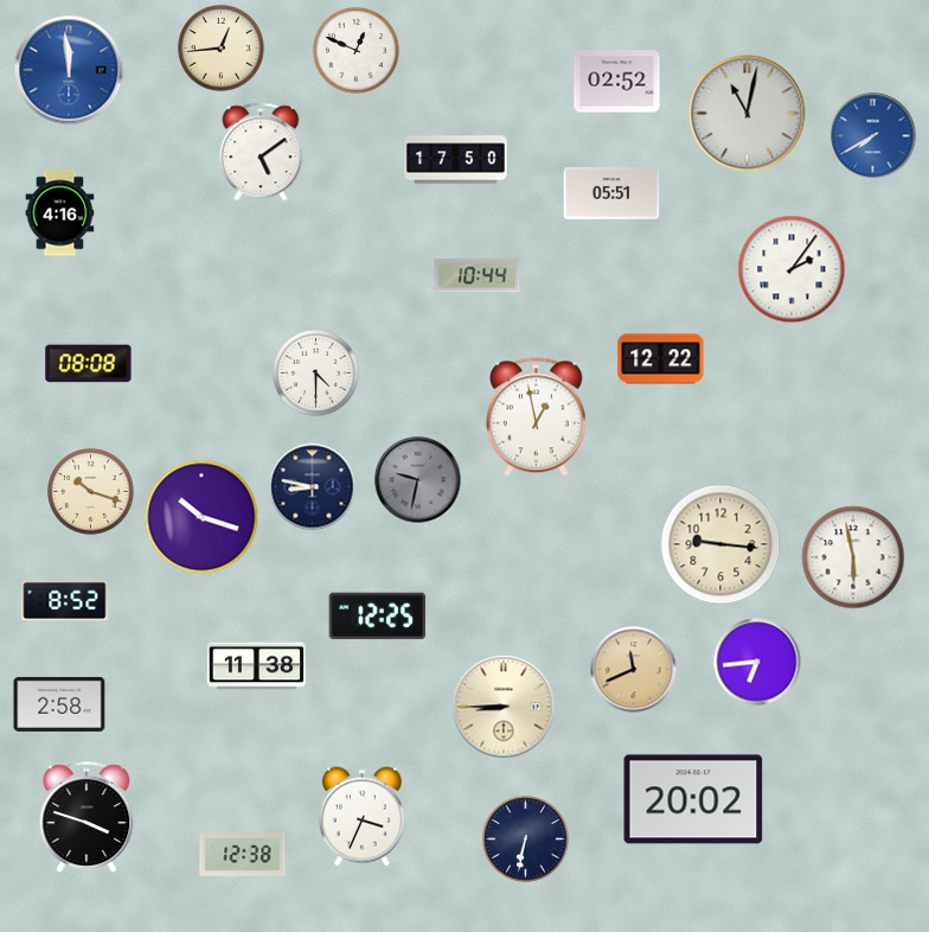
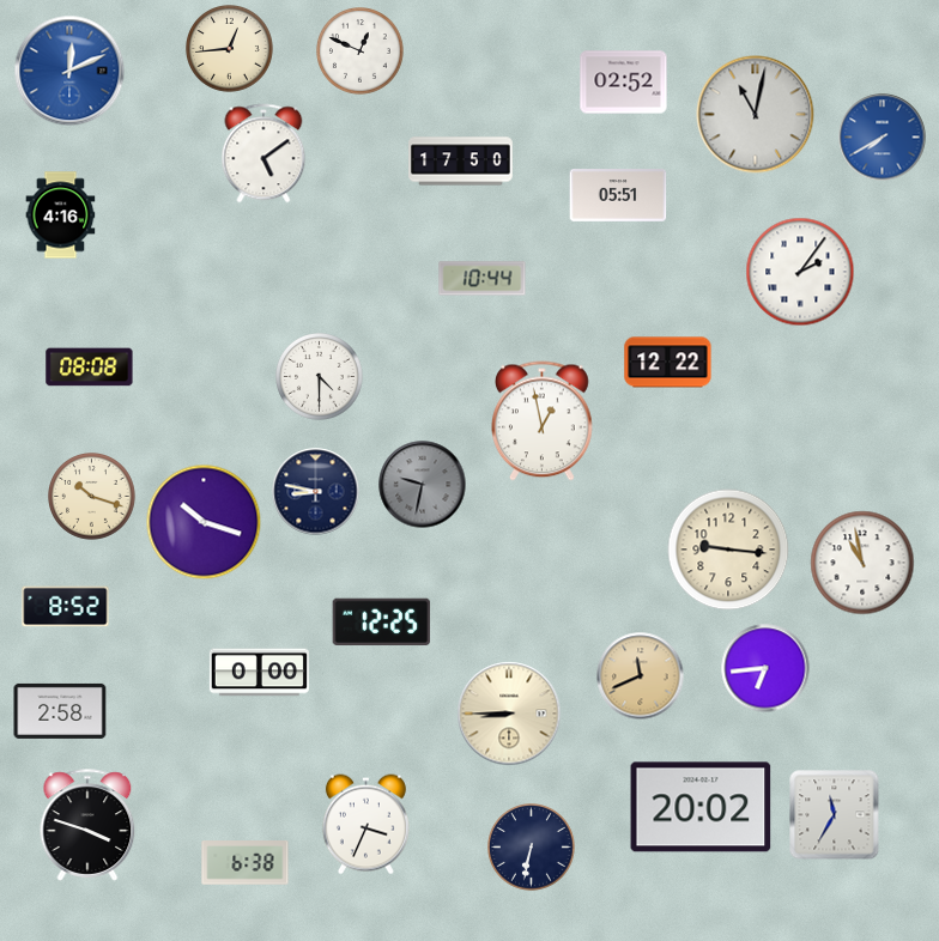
clock at (222, 49) position: (222, 49) -> (230, 49)
clock at (69, 70): 11:59 -> 12:11
clock at (853, 557): 5:58 -> 10:58
clock at (256, 666): 11:38 -> 0:00
clock at (835, 815): none -> 11:35
clock at (243, 855): 12:38 -> 6:38
